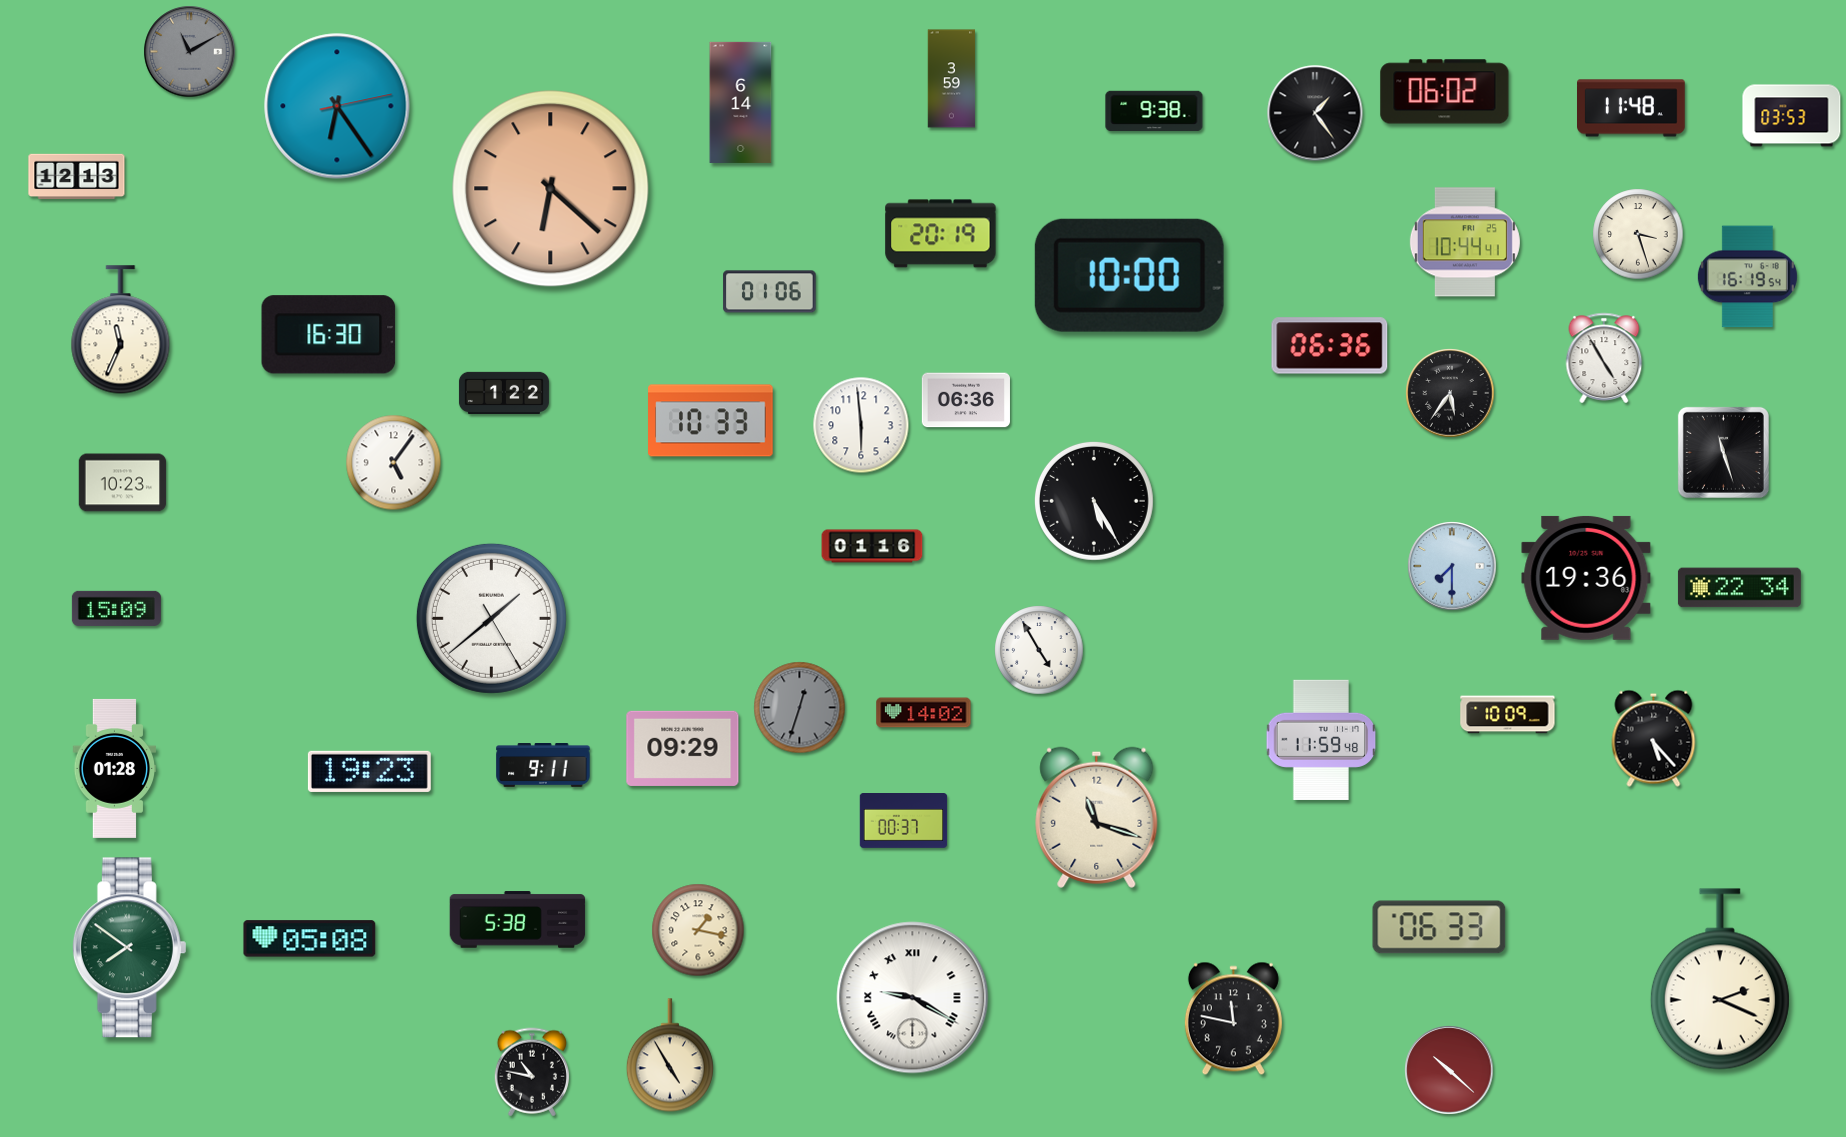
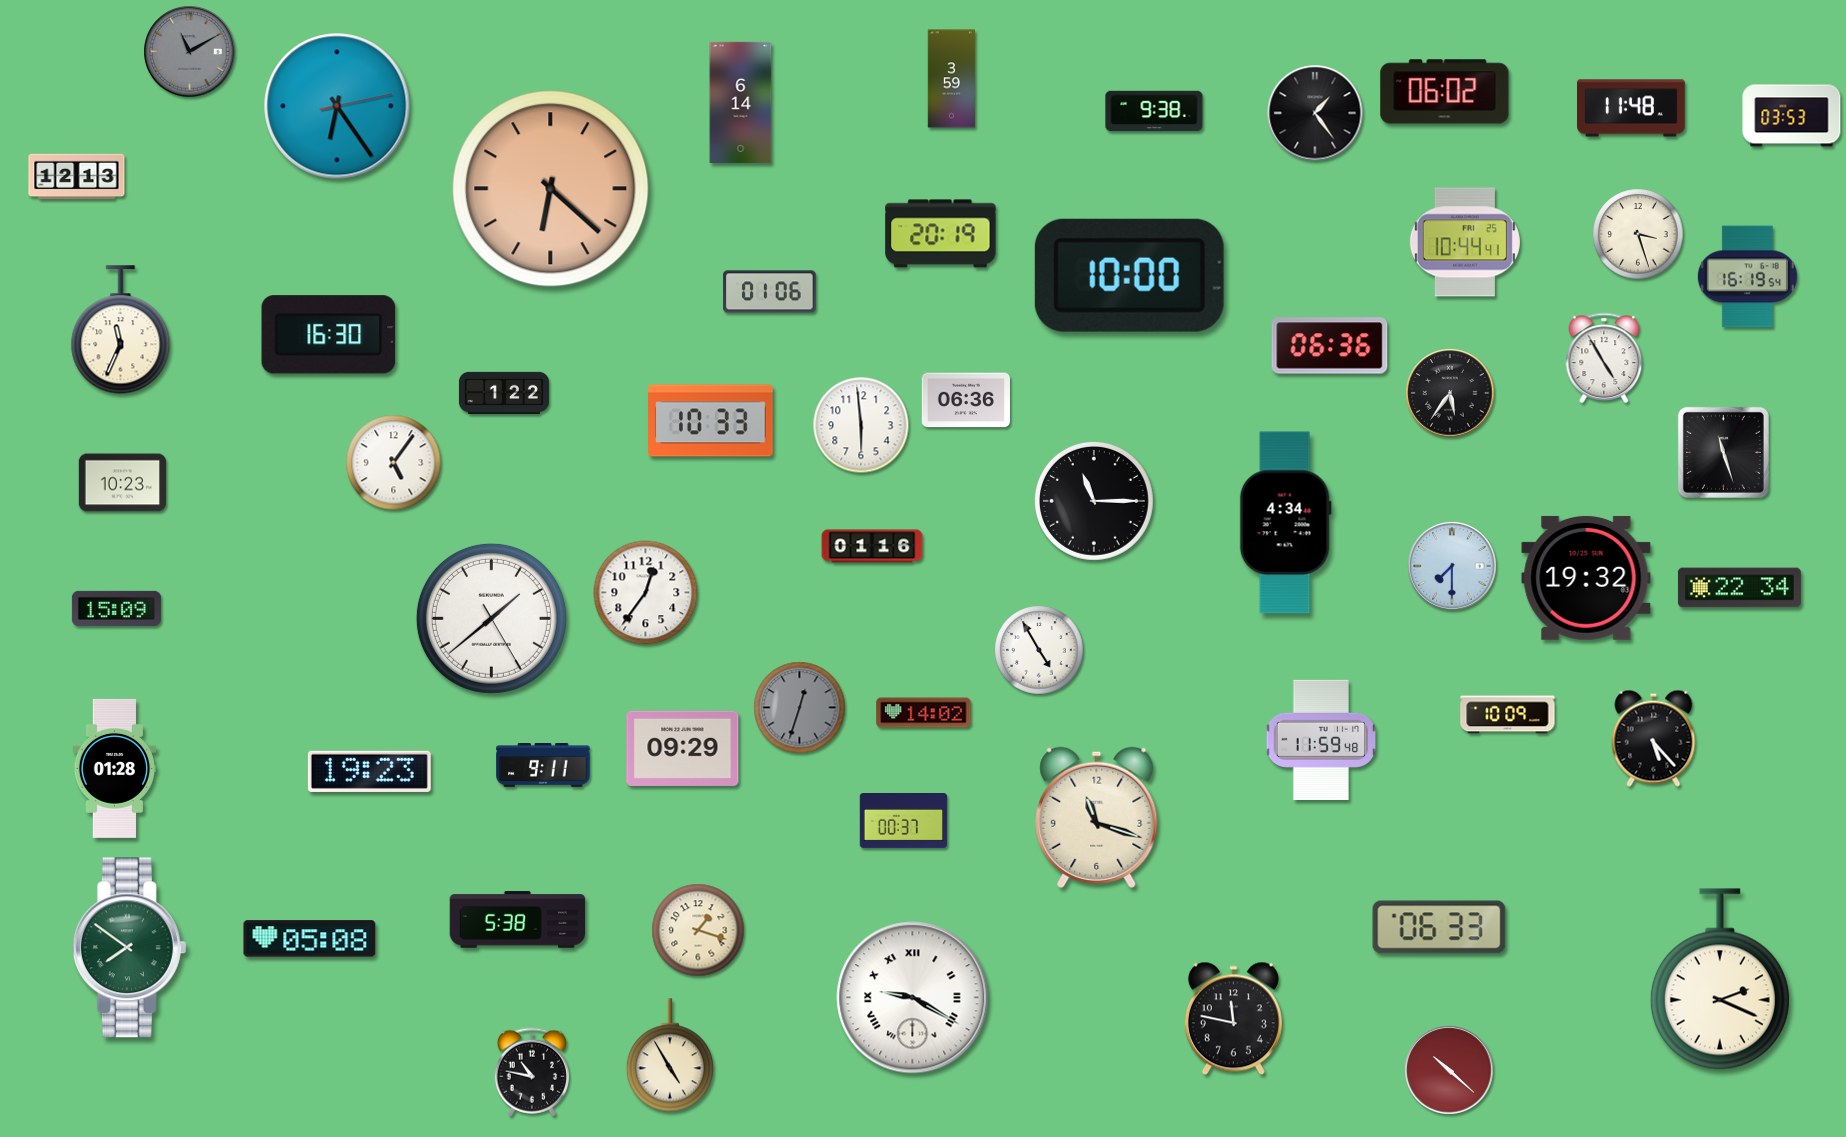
clock at (1094, 501): 5:25 -> 11:15
clock at (1285, 523): none -> 4:34
clock at (1586, 578): 19:36 -> 19:32
clock at (646, 593): none -> 12:36
clock at (698, 930): 1:17 -> 1:18
